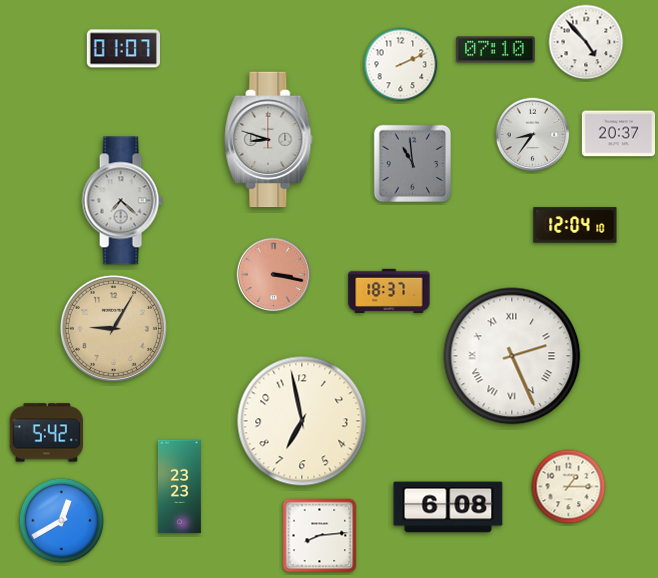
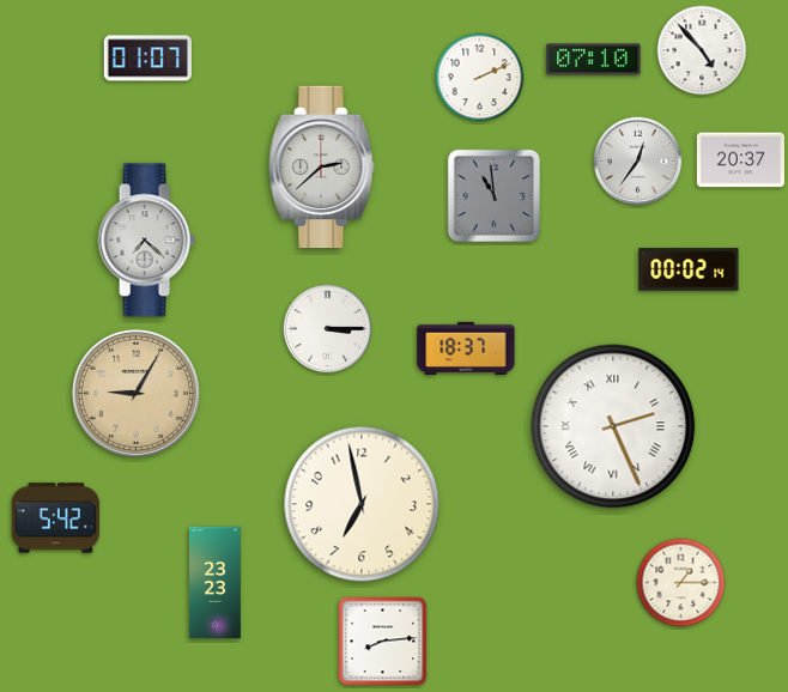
clock at (533, 135): 8:36 -> 12:36
clock at (269, 140): 8:48 -> 2:38
clock at (575, 225): 12:04 -> 00:02
clock at (274, 275): 3:17 -> 3:15
clock at (274, 275) dial: salmon -> white
clock at (448, 507): 6:08 -> none
clock at (62, 521): 12:40 -> none
